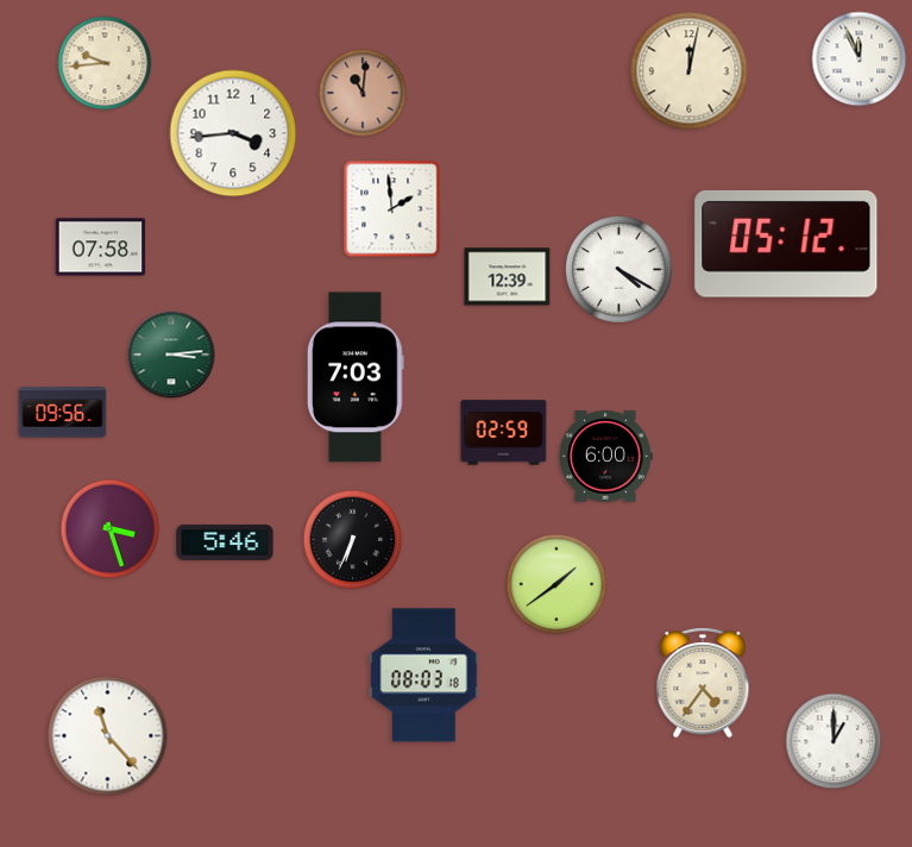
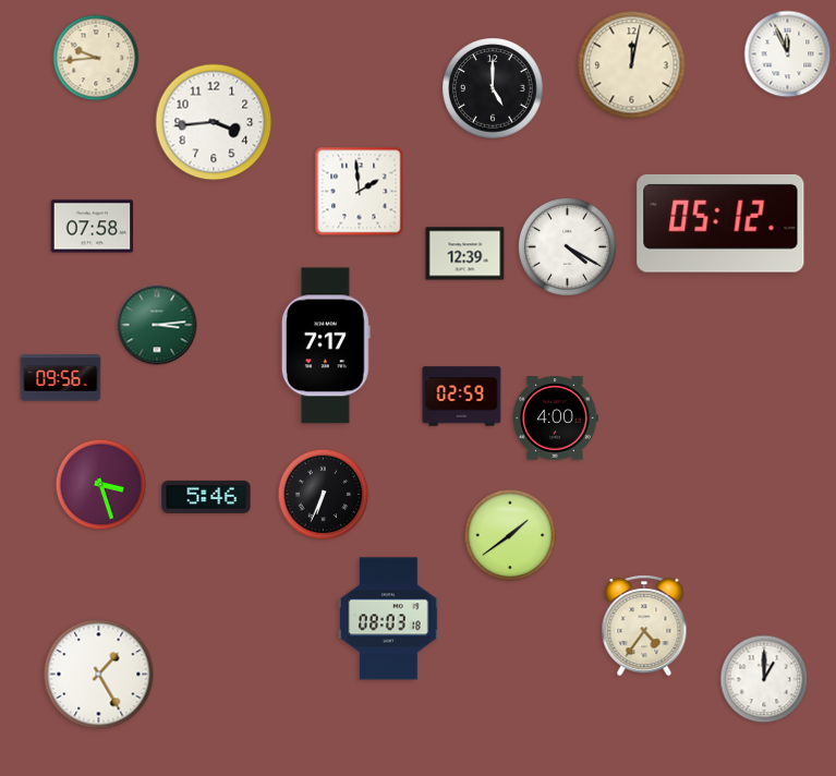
clock at (363, 93): 11:01 -> none
clock at (493, 88): none -> 5:00
clock at (356, 377): 7:03 -> 7:17
clock at (63, 413) position: (63, 413) -> (61, 378)
clock at (605, 457): 6:00 -> 4:00
clock at (108, 736): 11:23 -> 1:25
